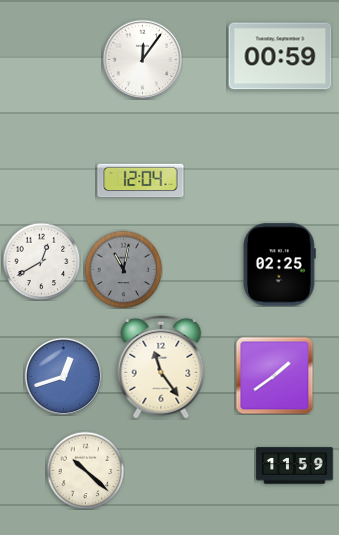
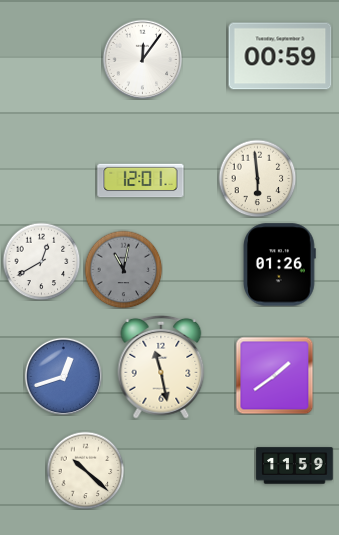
clock at (257, 178): none -> 5:59
clock at (141, 181): 12:04 -> 12:01
clock at (280, 265): 02:25 -> 01:26
clock at (161, 367): 11:24 -> 11:28
